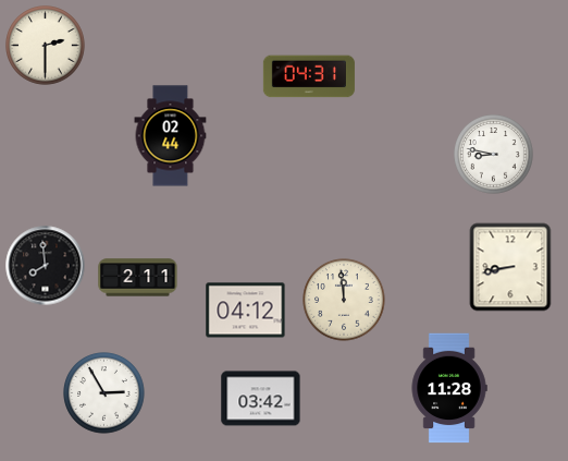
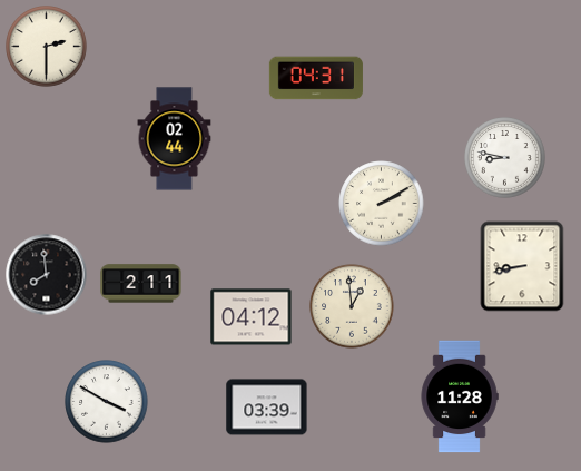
clock at (382, 204): none -> 2:10
clock at (46, 266) position: (46, 266) -> (47, 275)
clock at (510, 267) position: (510, 267) -> (522, 266)
clock at (344, 300): 11:59 -> 12:59
clock at (104, 393): 2:55 -> 3:50
clock at (261, 399): 03:42 -> 03:39
